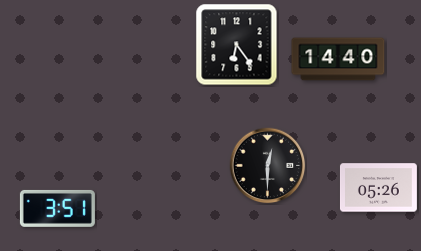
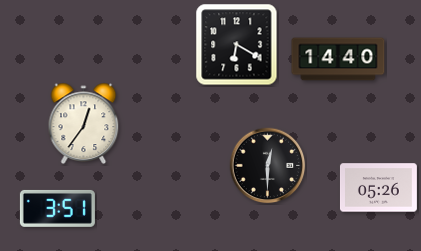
clock at (237, 45): 6:24 -> 6:20
clock at (84, 124): none -> 12:36
